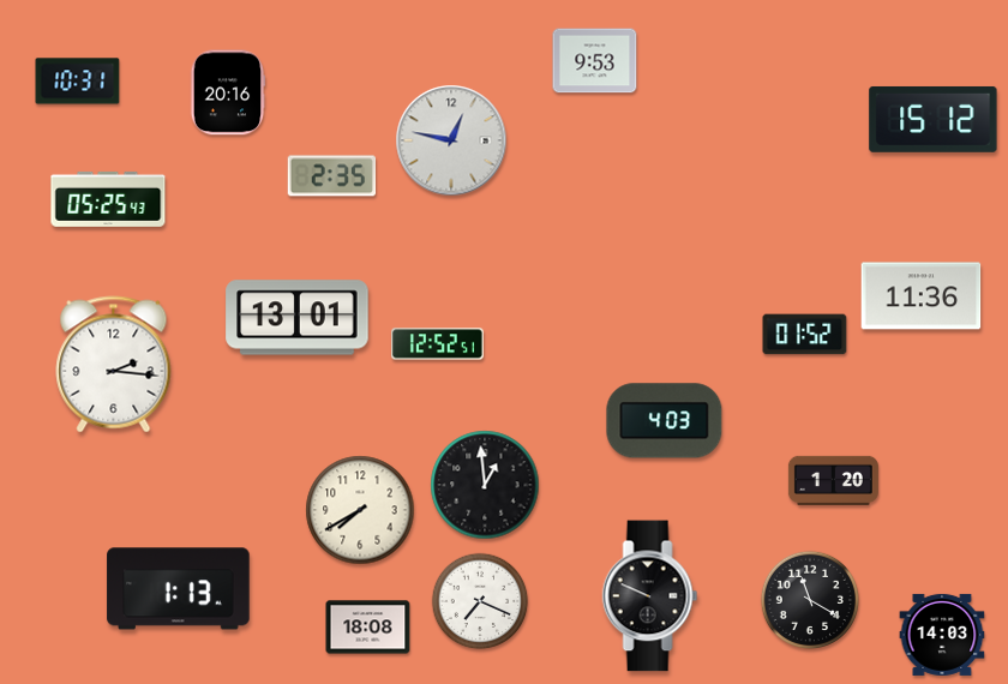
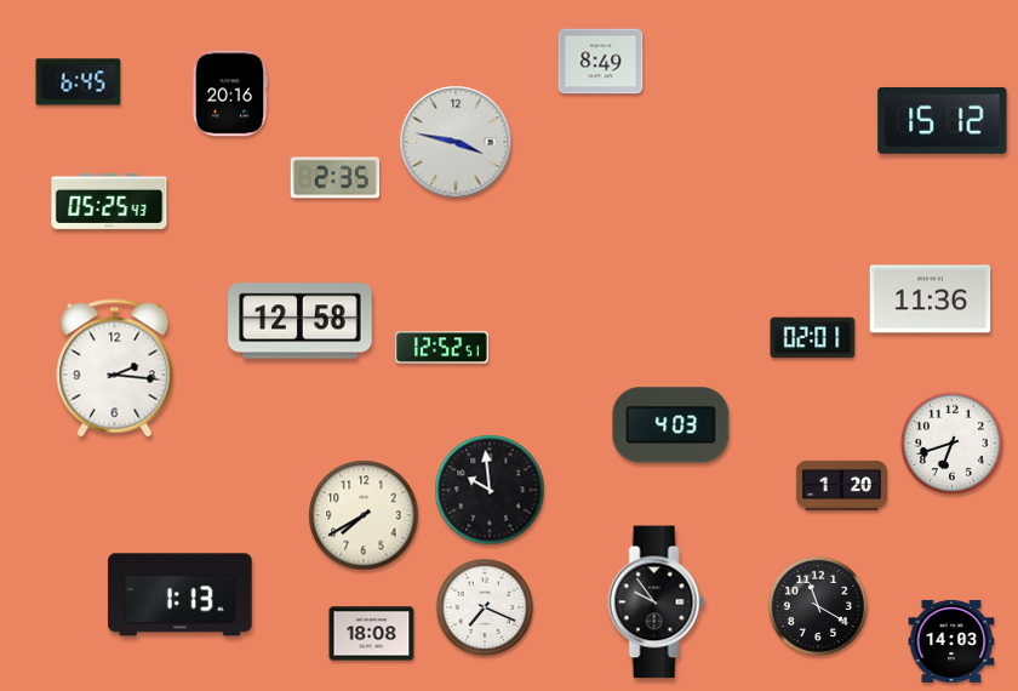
clock at (595, 61): 9:53 -> 8:49
clock at (78, 82): 10:31 -> 6:45
clock at (451, 140): 12:47 -> 3:47
clock at (298, 318): 13:01 -> 12:58
clock at (805, 335): 01:52 -> 02:01
clock at (951, 442): none -> 6:42
clock at (485, 485): 12:59 -> 9:59
clock at (650, 596): 9:49 -> 9:54
